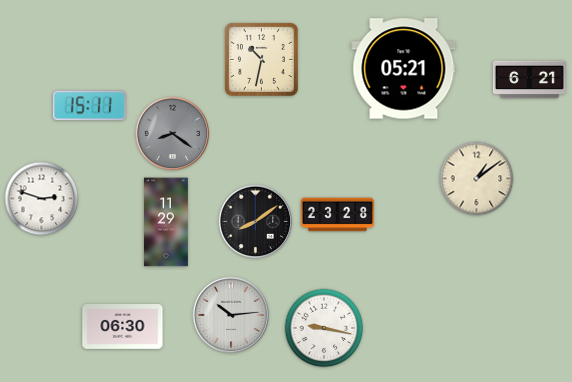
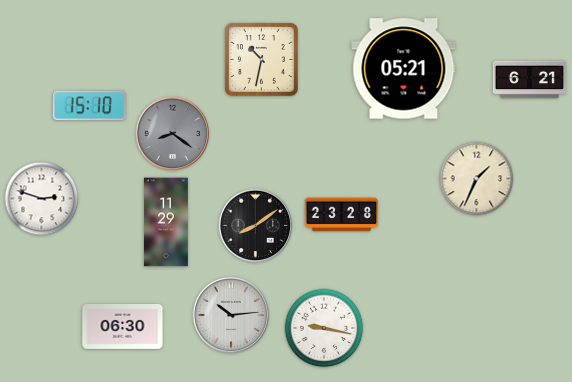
clock at (89, 106): 15:11 -> 15:10
clock at (477, 179): 1:09 -> 1:34
clock at (337, 215) position: (337, 215) -> (341, 215)
clock at (256, 222) position: (256, 222) -> (256, 226)
